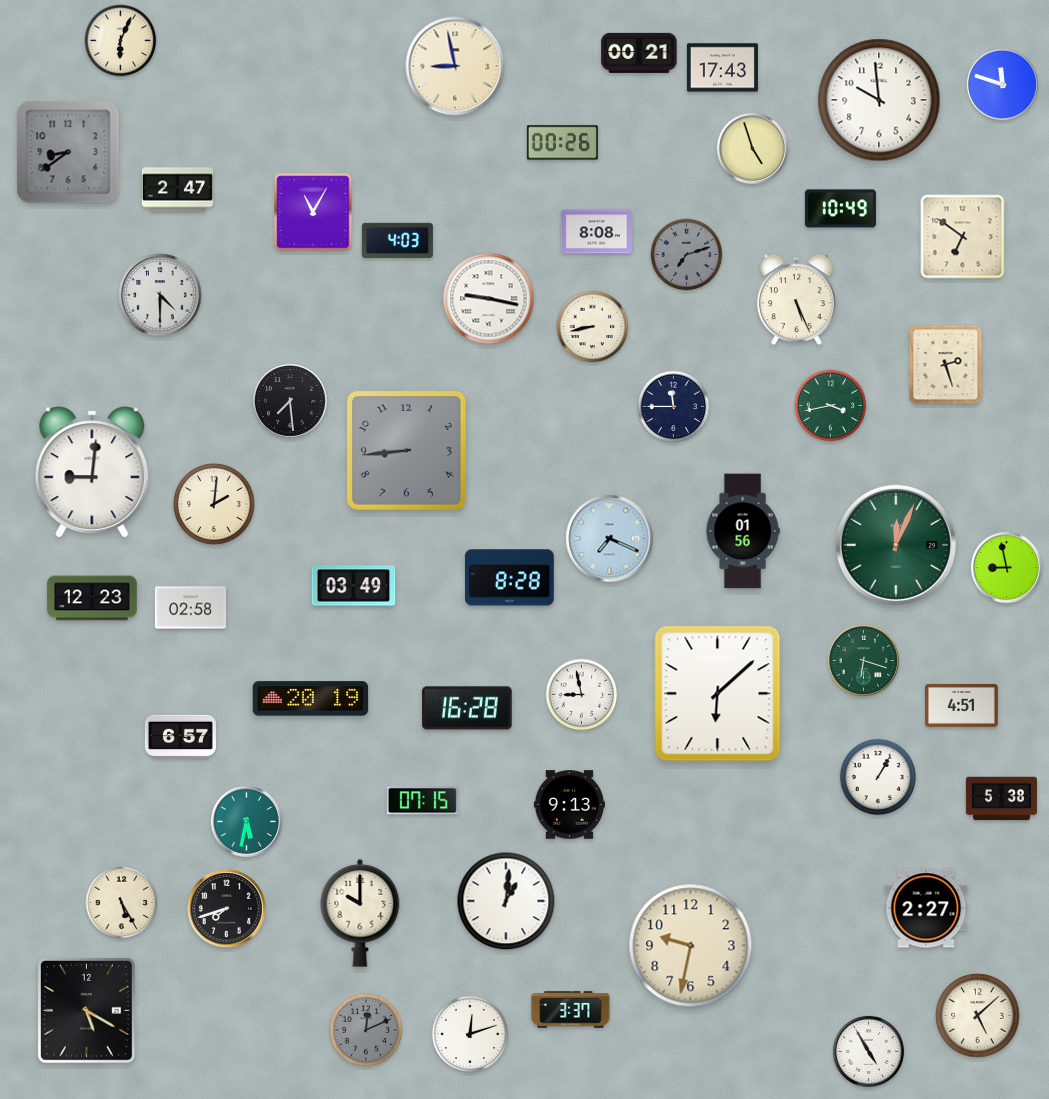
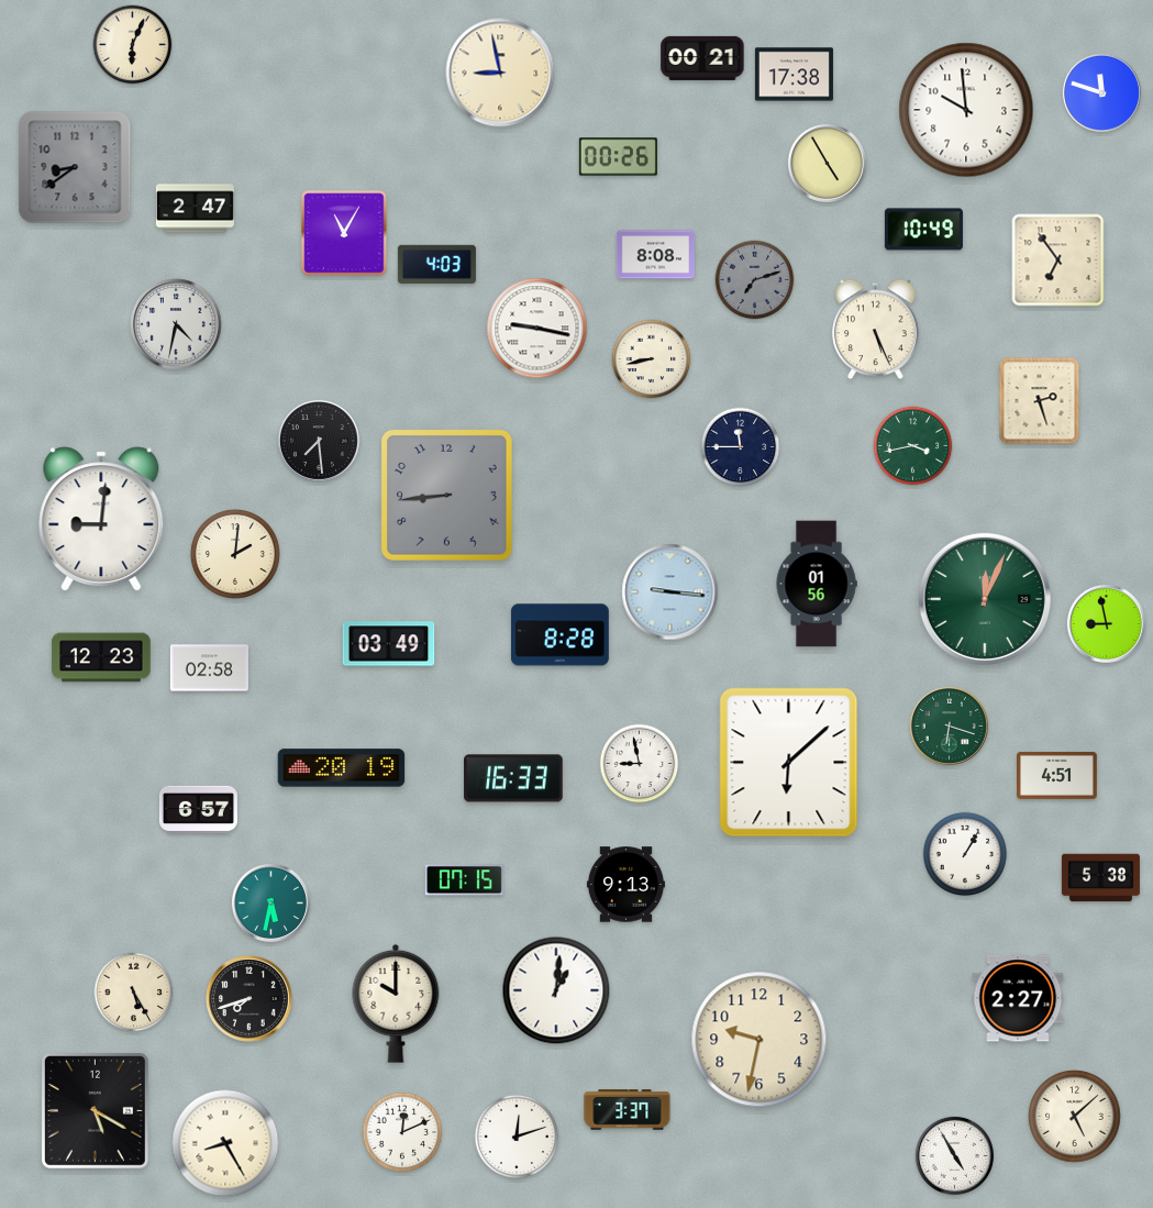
clock at (722, 68): 17:43 -> 17:38
clock at (752, 148): 4:57 -> 4:55
clock at (963, 237): 6:51 -> 6:54
clock at (160, 295): 4:30 -> 4:32
clock at (610, 539): 7:19 -> 9:16
clock at (467, 708): 16:28 -> 16:33
clock at (366, 1030) dial: grey -> white
clock at (225, 1143): none -> 8:25
